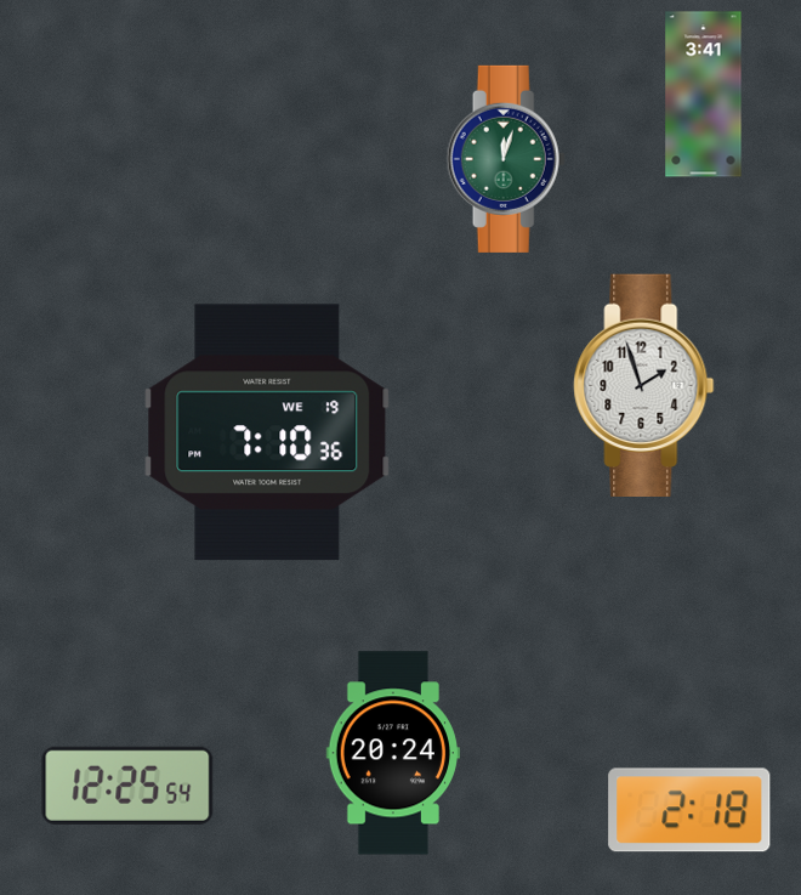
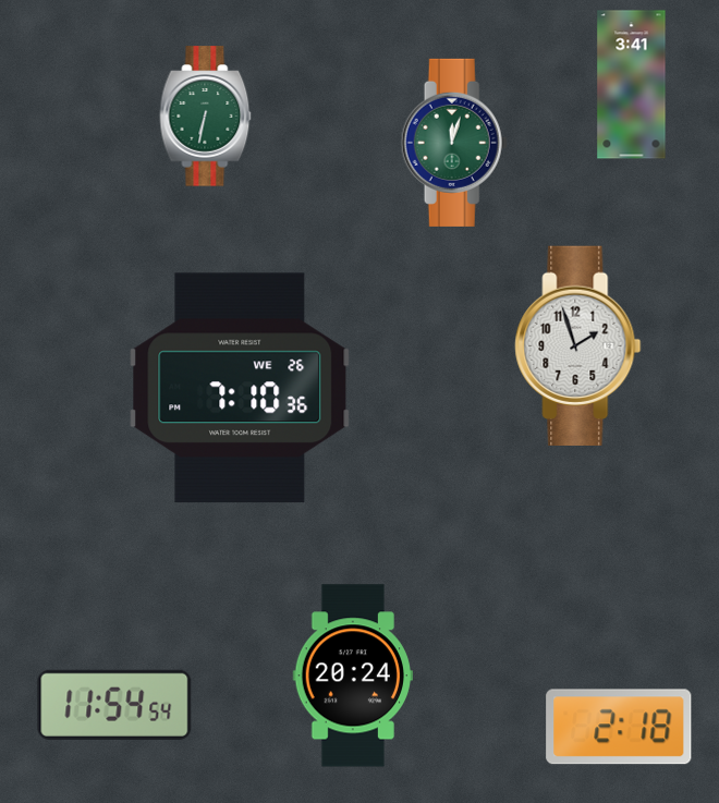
clock at (206, 117): none -> 6:32
clock at (267, 432) date: WE 19 -> WE 26
clock at (127, 786): 12:25 -> 11:54
